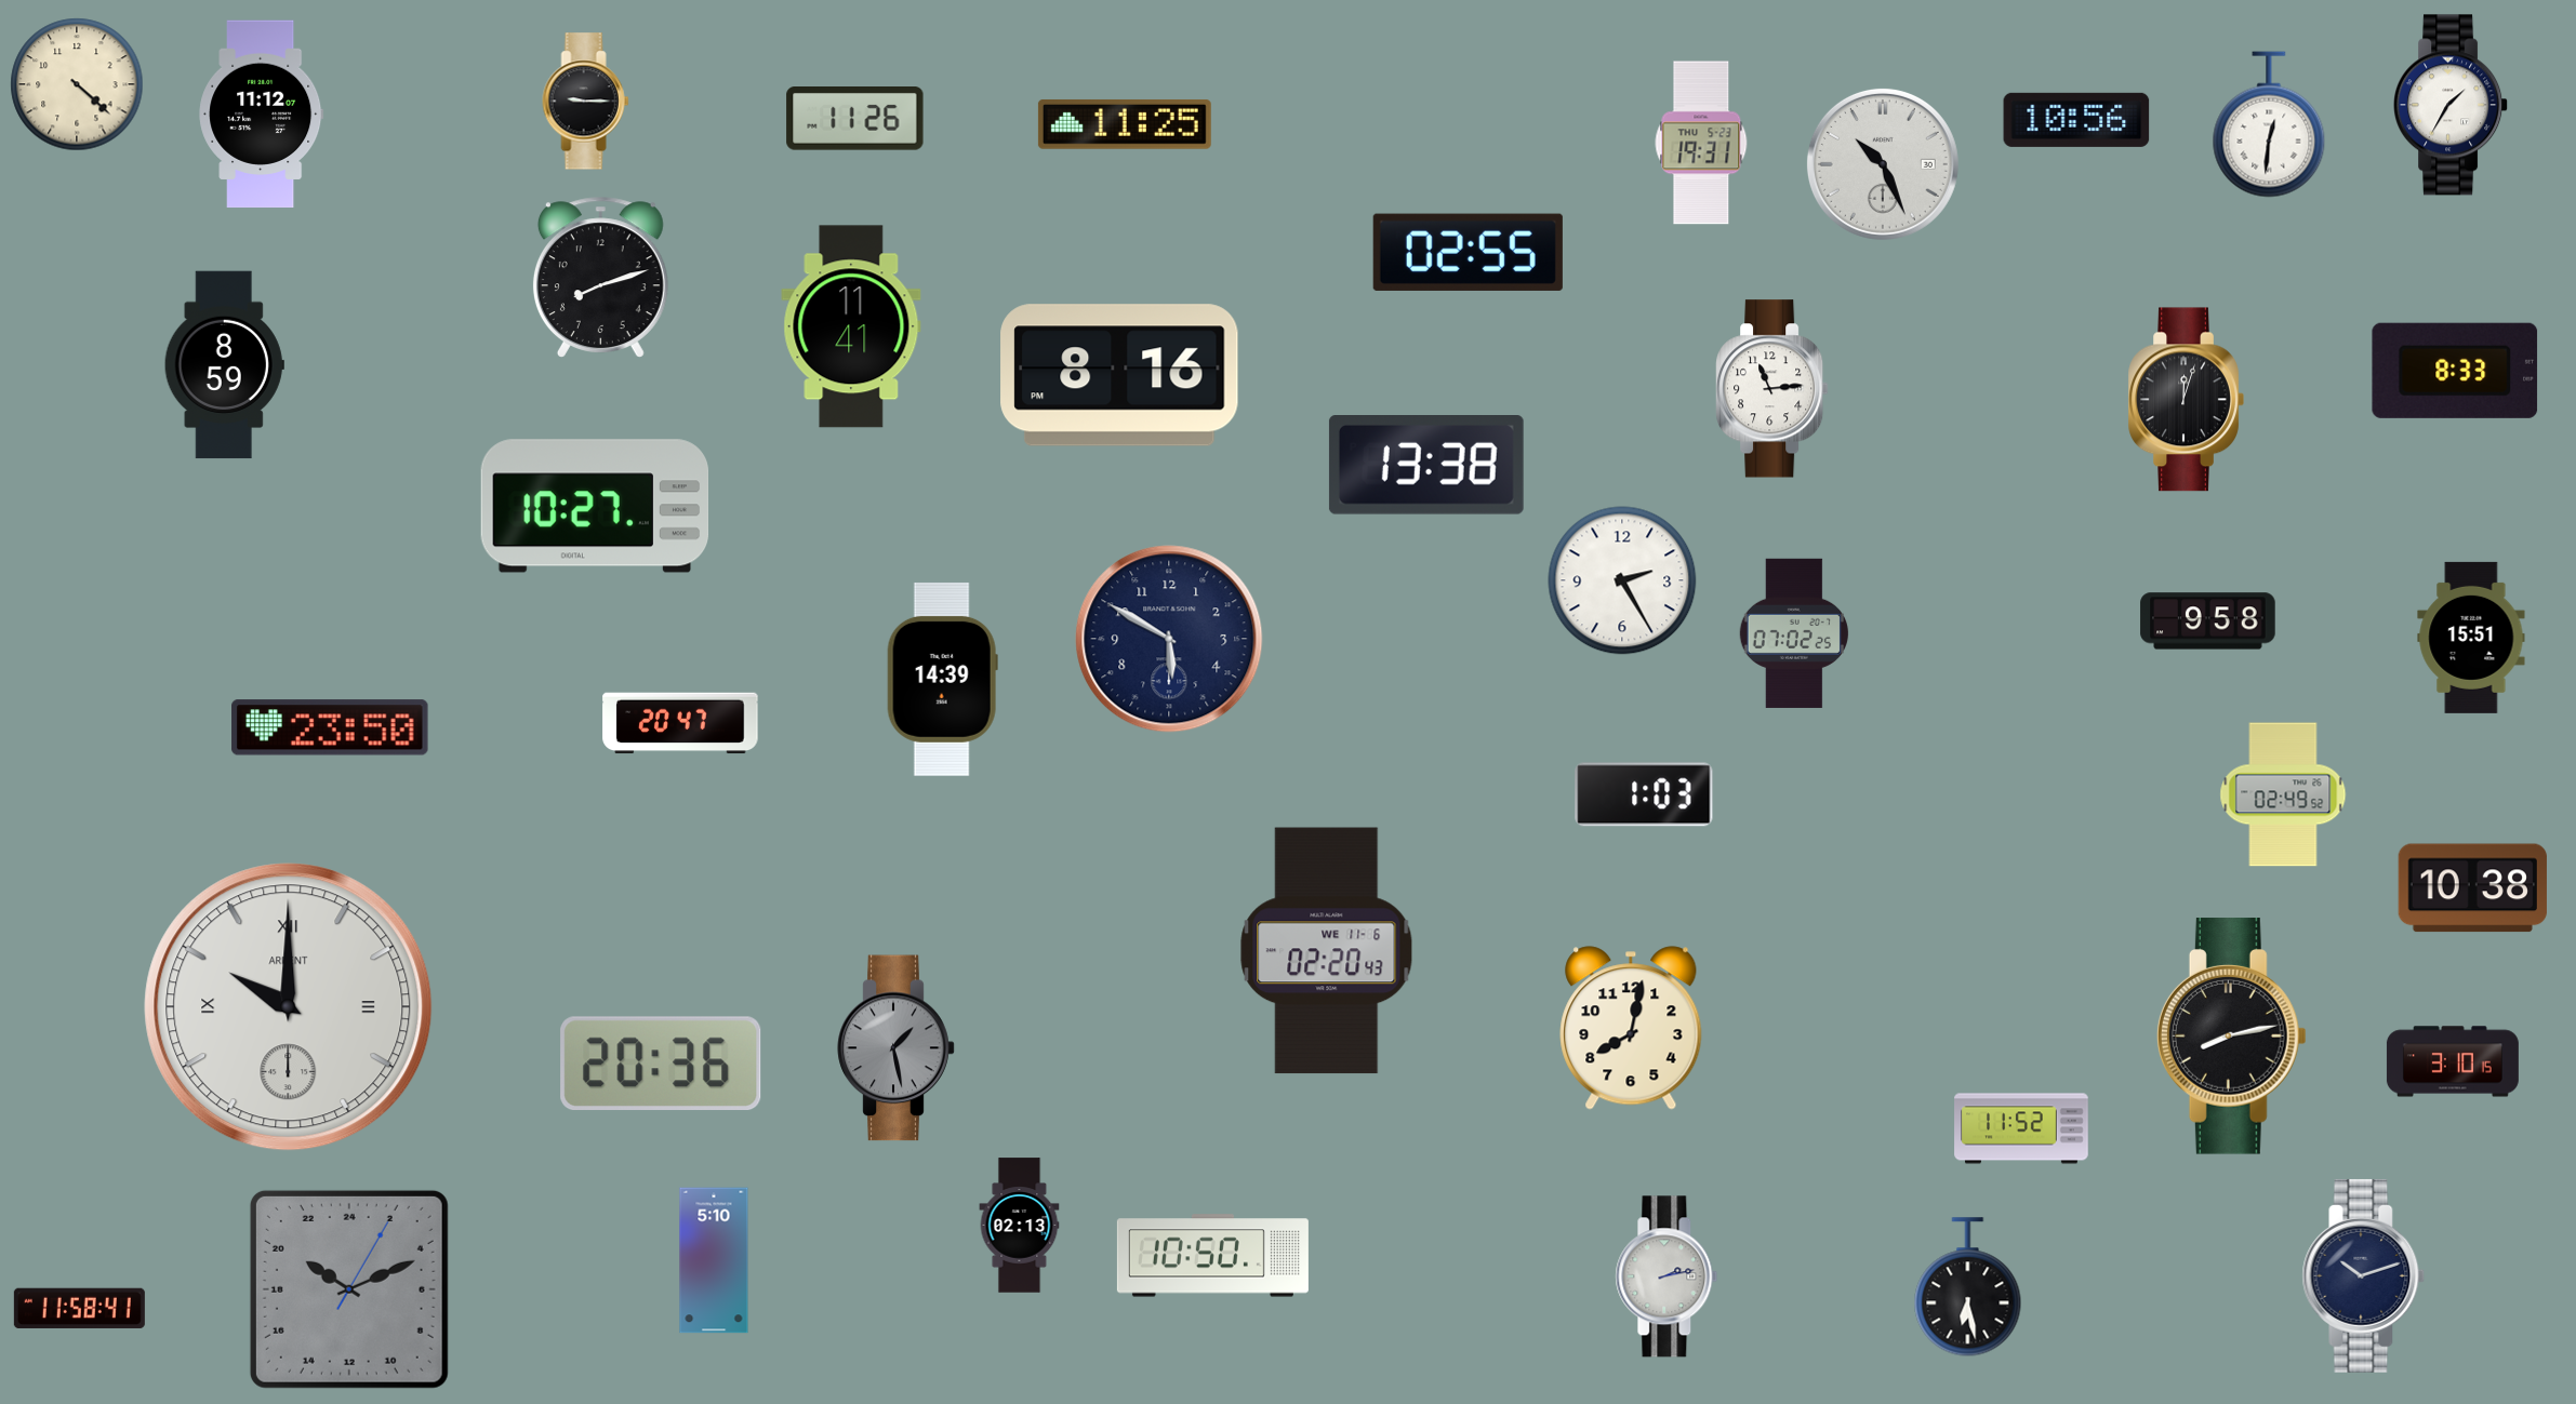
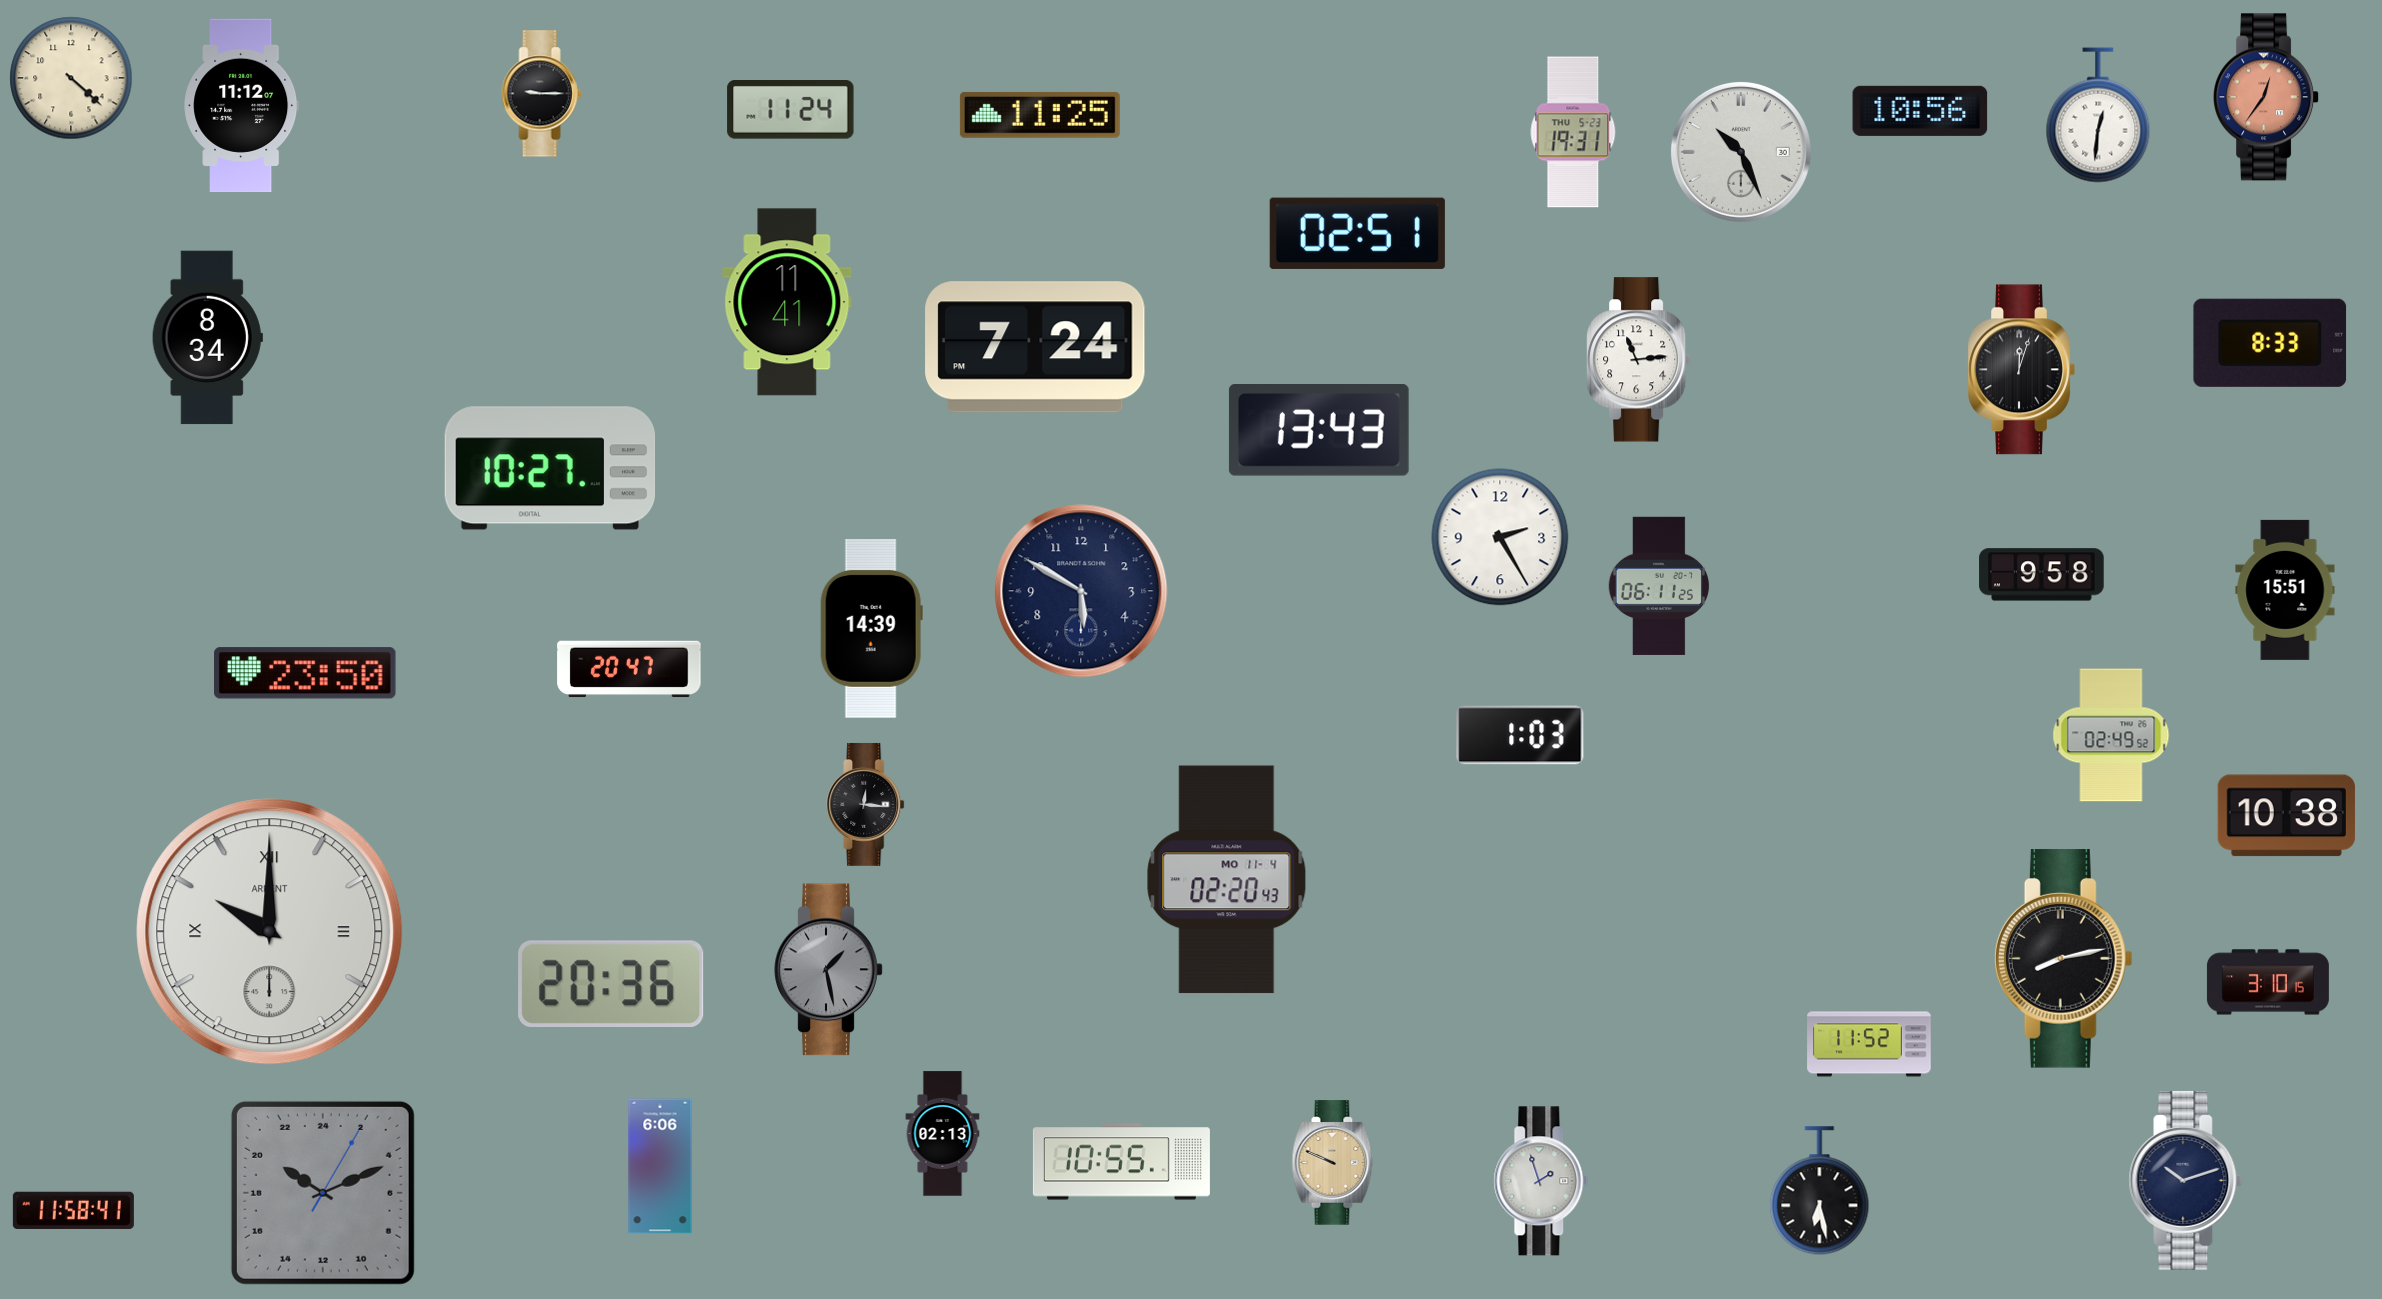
clock at (2452, 105): 1:35 -> 12:36
clock at (2452, 105) dial: white -> salmon
clock at (855, 119): 11:26 -> 11:24
clock at (1468, 252): 02:55 -> 02:51
clock at (600, 277): 8:12 -> none
clock at (224, 365): 8:59 -> 8:34
clock at (1119, 375): 8:16 -> 7:24
clock at (1426, 465): 13:38 -> 13:43
clock at (1794, 633): 07:02 -> 06:11
clock at (866, 804): none -> 12:16
clock at (2472, 888) position: (2472, 888) -> (2286, 816)
clock at (1327, 951) date: WE 11-6 -> MO 11-4
clock at (289, 1007) position: (289, 1007) -> (270, 932)
clock at (1631, 1028): 8:02 -> none
clock at (1212, 1256): 10:50 -> 10:55
clock at (1333, 1163): none -> 9:49
clock at (714, 1260): 5:10 -> 6:06
clock at (1667, 1276): 2:13 -> 1:57
